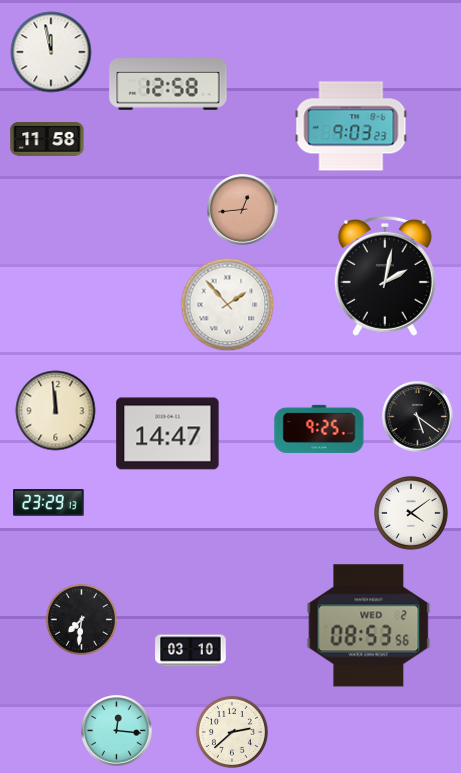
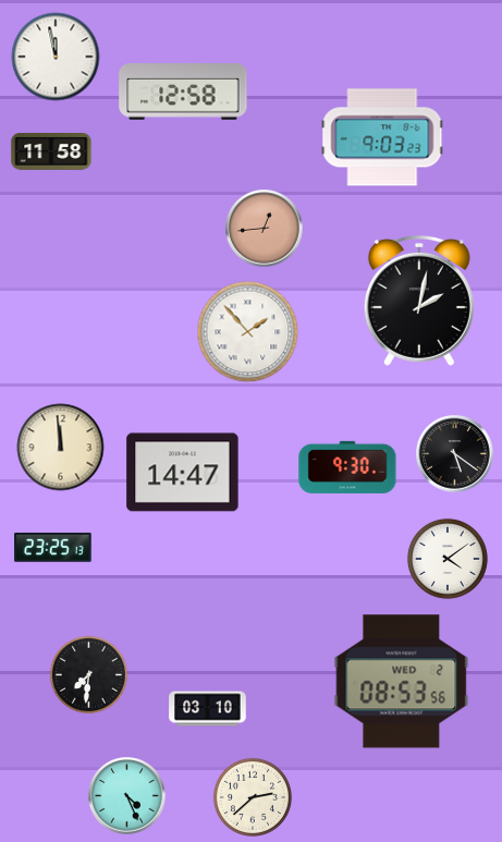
clock at (319, 429): 9:25 -> 9:30
clock at (49, 503): 23:29 -> 23:25
clock at (117, 731): 12:16 -> 4:26
